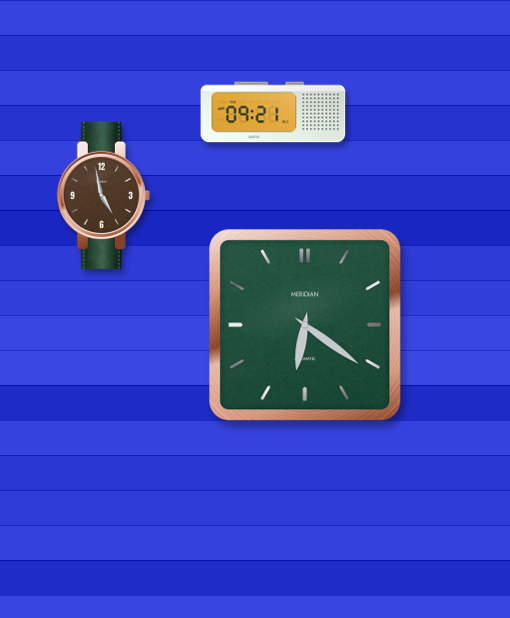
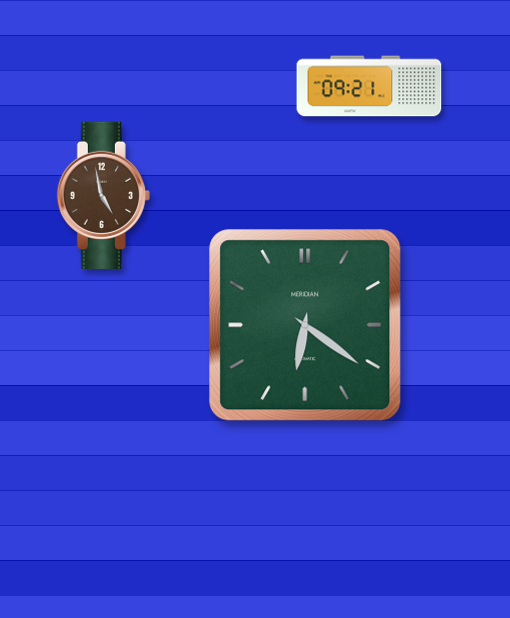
clock at (273, 112) position: (273, 112) -> (369, 86)
